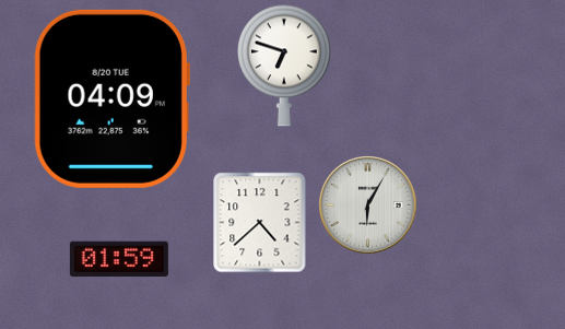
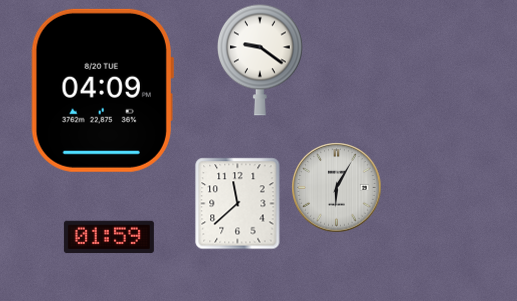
clock at (285, 66): 6:48 -> 9:21
clock at (260, 223): 4:38 -> 11:38
